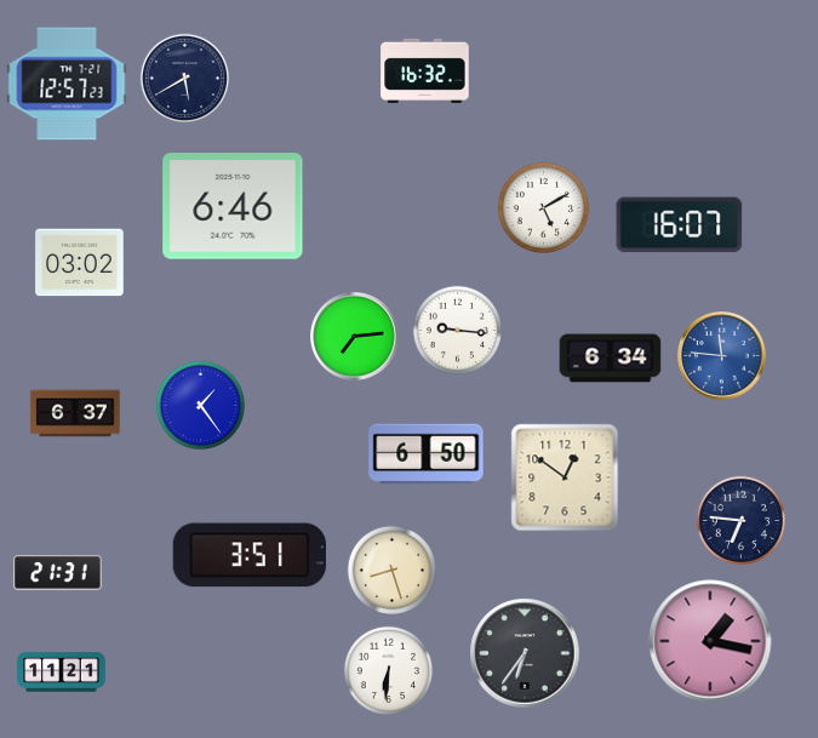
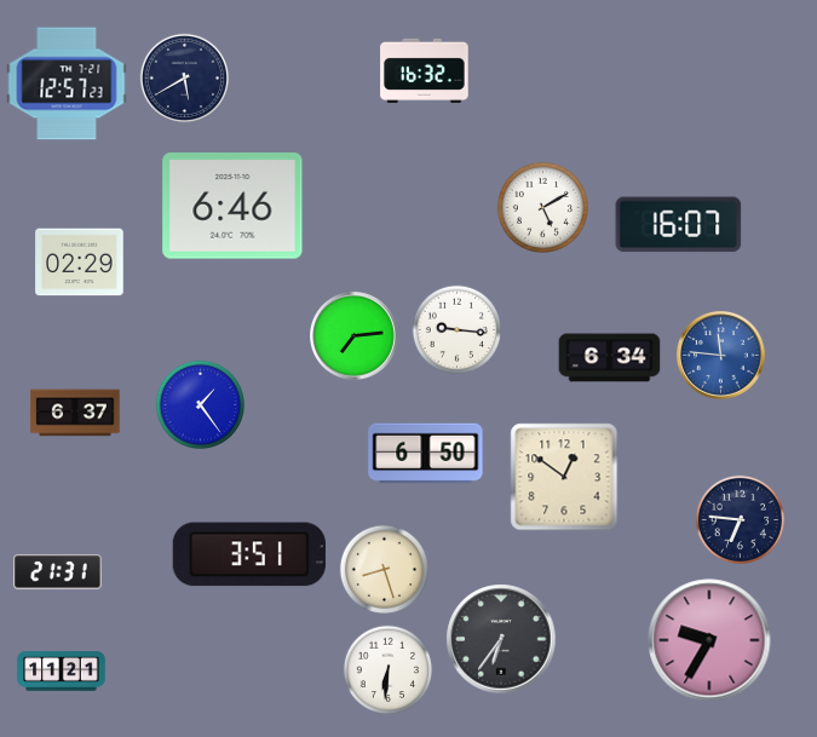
clock at (80, 263): 03:02 -> 02:29
clock at (393, 571) position: (393, 571) -> (385, 570)
clock at (710, 641): 1:17 -> 9:35
clock at (525, 653) position: (525, 653) -> (501, 639)
